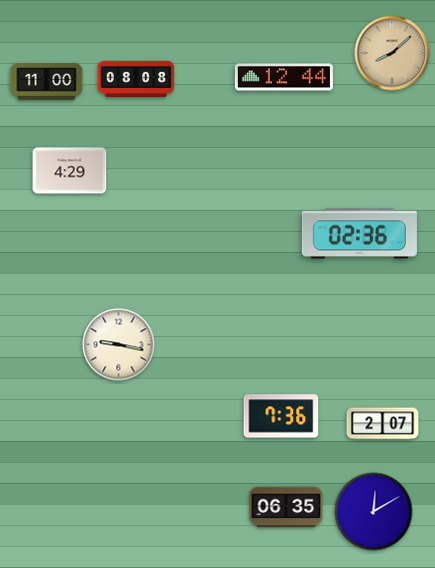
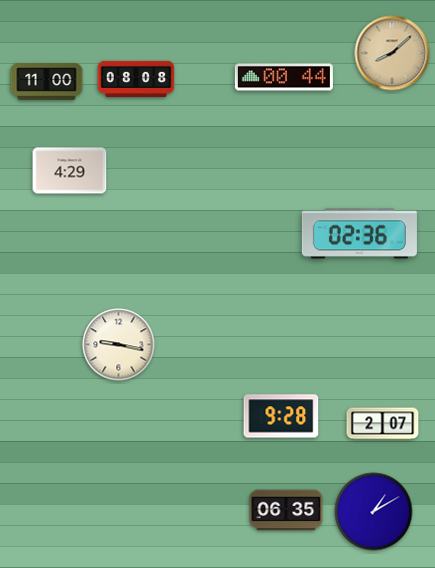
clock at (284, 77): 12:44 -> 00:44
clock at (281, 416): 7:36 -> 9:28
clock at (286, 507) position: (286, 507) -> (286, 510)
clock at (374, 512): 12:10 -> 1:10
